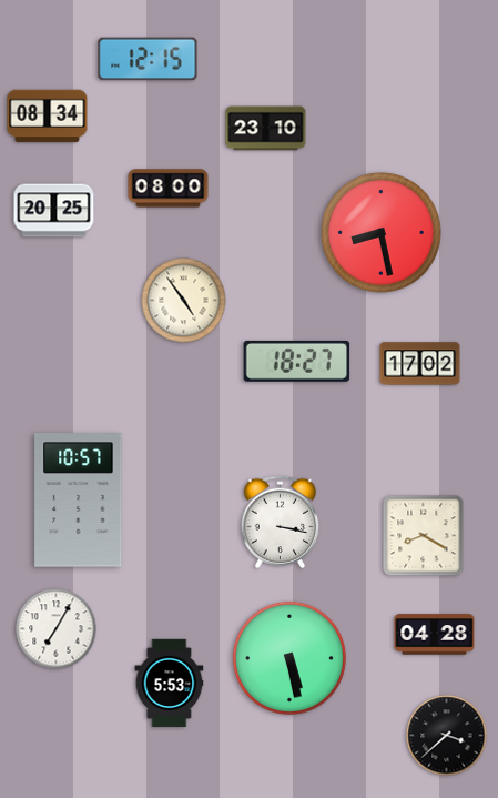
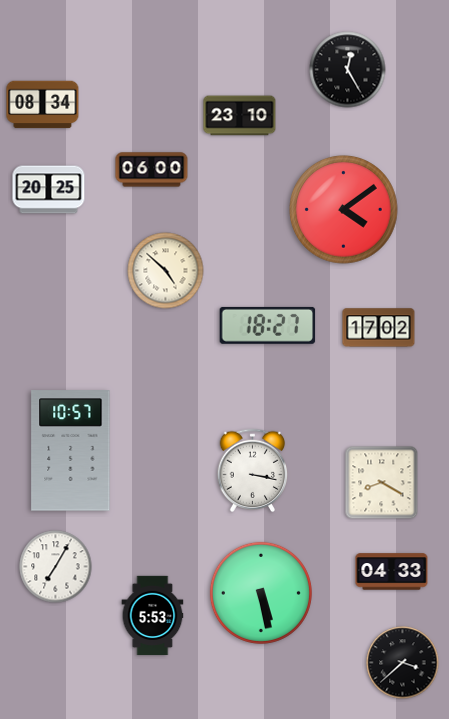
clock at (148, 59): 12:15 -> none
clock at (348, 70): none -> 12:25
clock at (169, 189): 08:00 -> 06:00
clock at (382, 233): 8:28 -> 4:09
clock at (184, 301): 4:54 -> 4:52
clock at (57, 629) position: (57, 629) -> (56, 567)
clock at (435, 635): 04:28 -> 04:33
